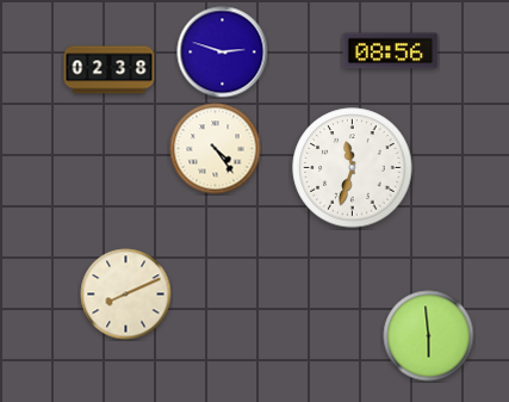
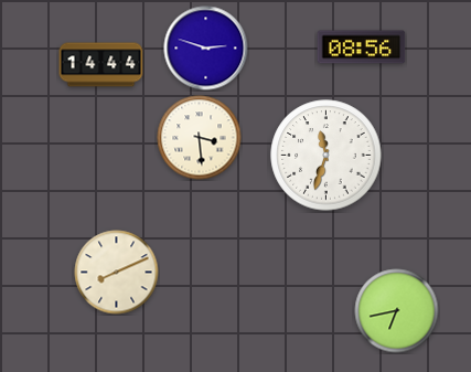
clock at (110, 70): 02:38 -> 14:44
clock at (216, 149): 4:24 -> 3:29
clock at (429, 336): 5:59 -> 6:43
